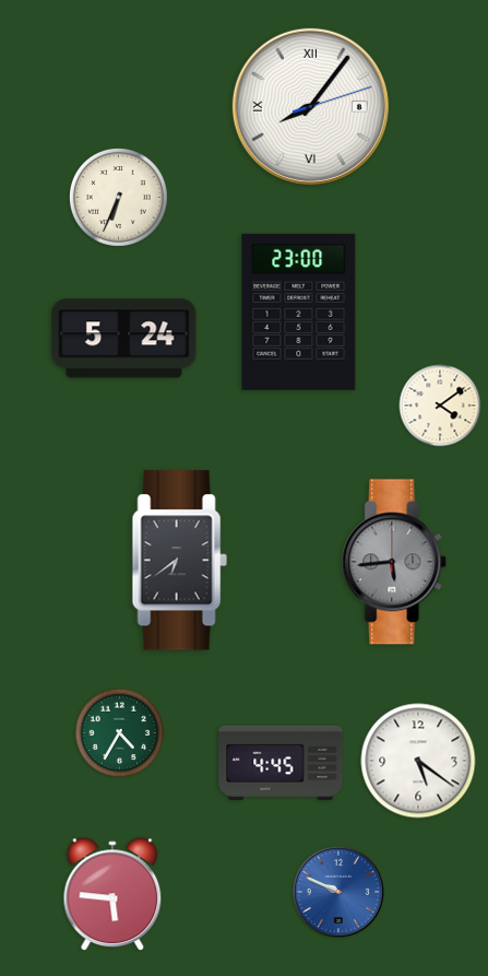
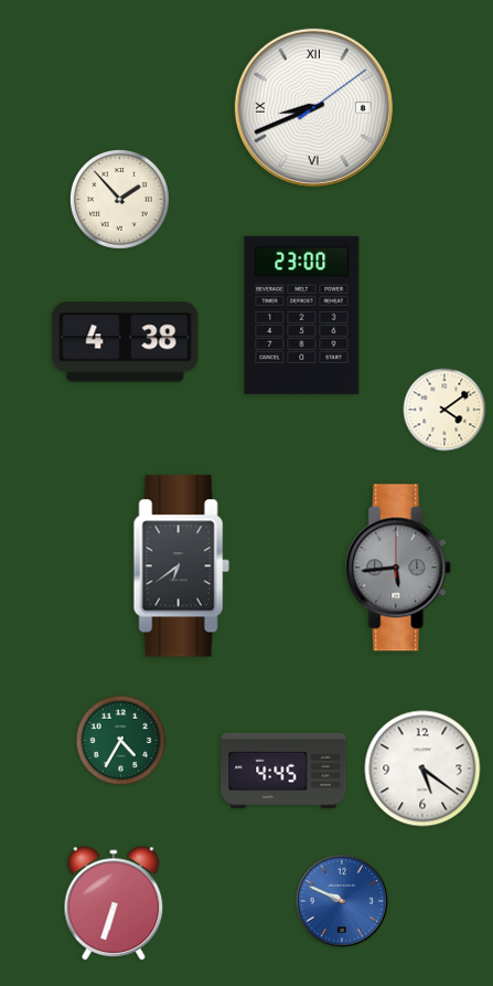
clock at (310, 106): 8:06 -> 8:41
clock at (118, 197): 6:34 -> 1:53
clock at (124, 339): 5:24 -> 4:38
clock at (112, 895): 5:46 -> 6:33
